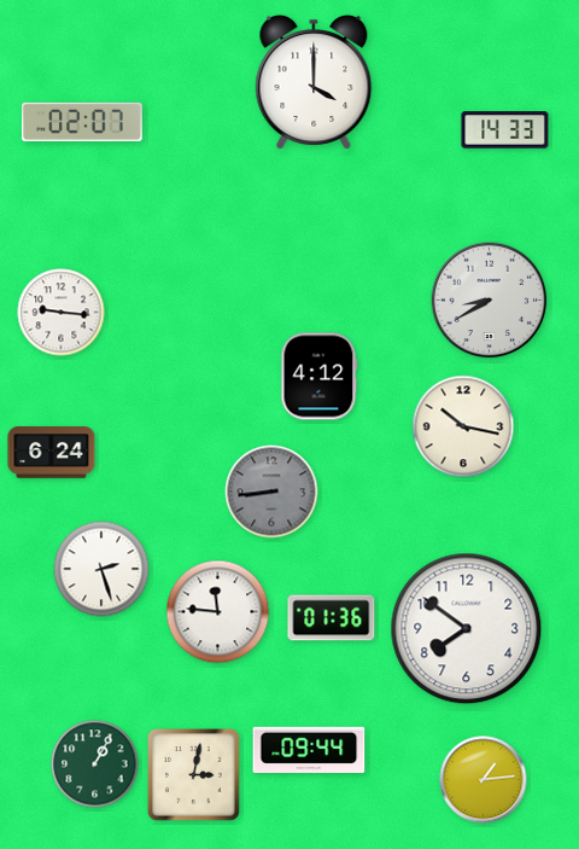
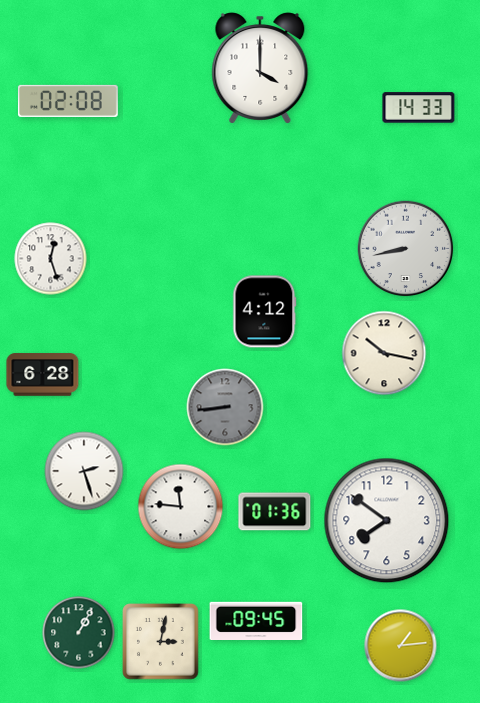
clock at (83, 122): 02:07 -> 02:08
clock at (490, 301): 8:40 -> 8:43
clock at (62, 313): 9:16 -> 12:27
clock at (52, 453): 6:24 -> 6:28
clock at (309, 749): 09:44 -> 09:45
